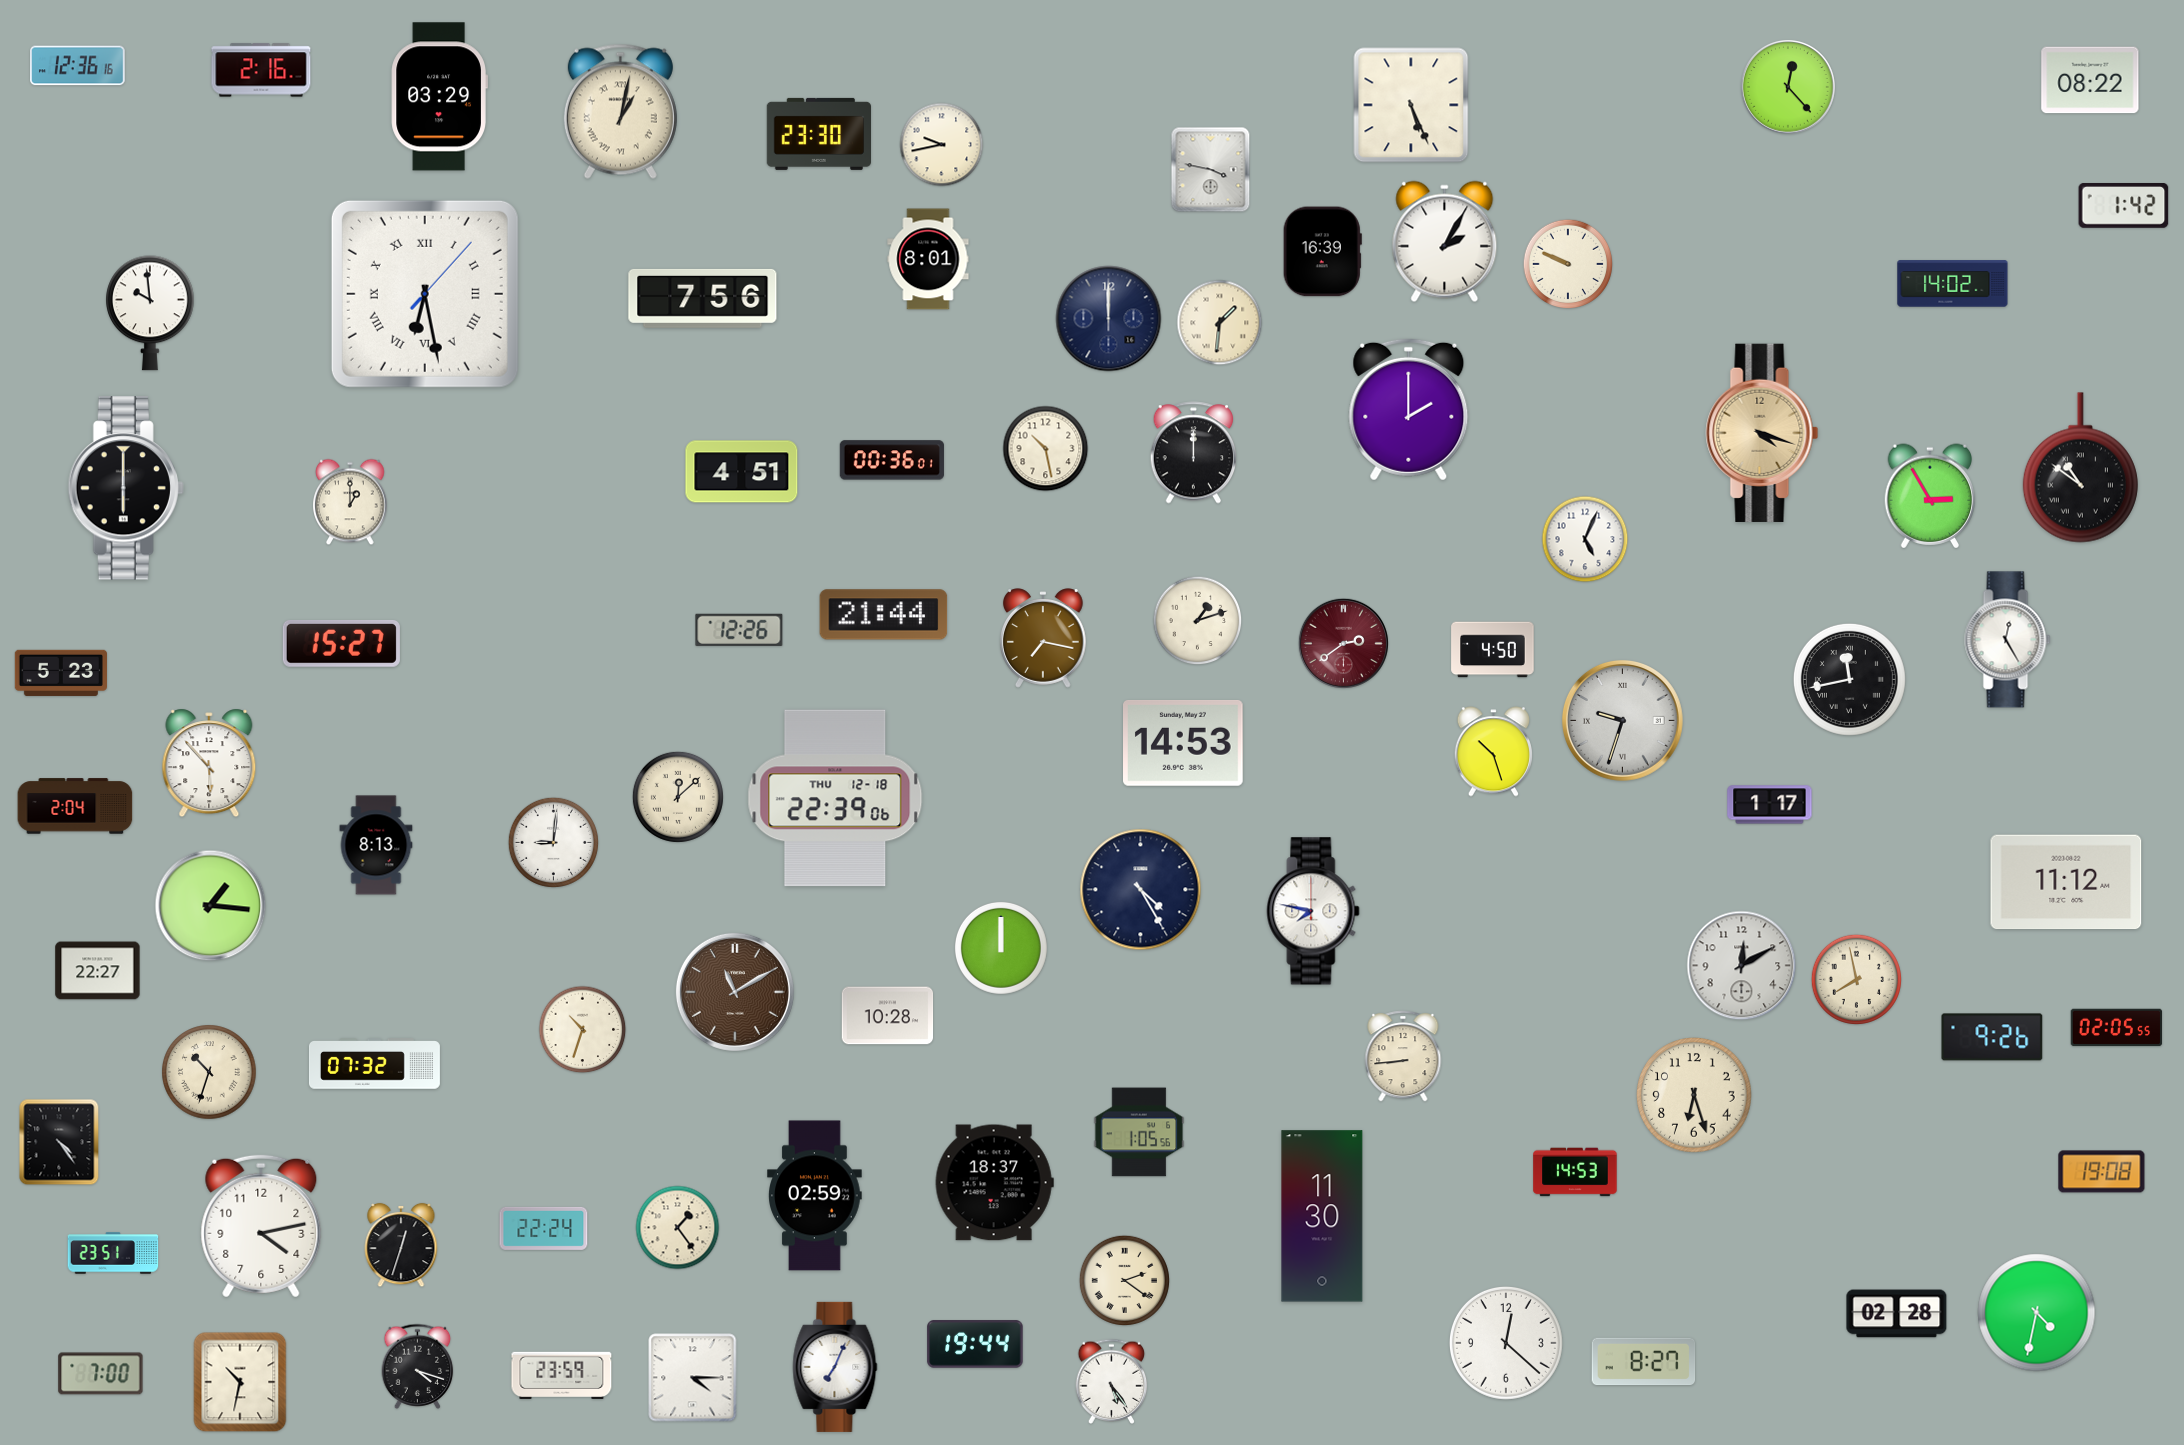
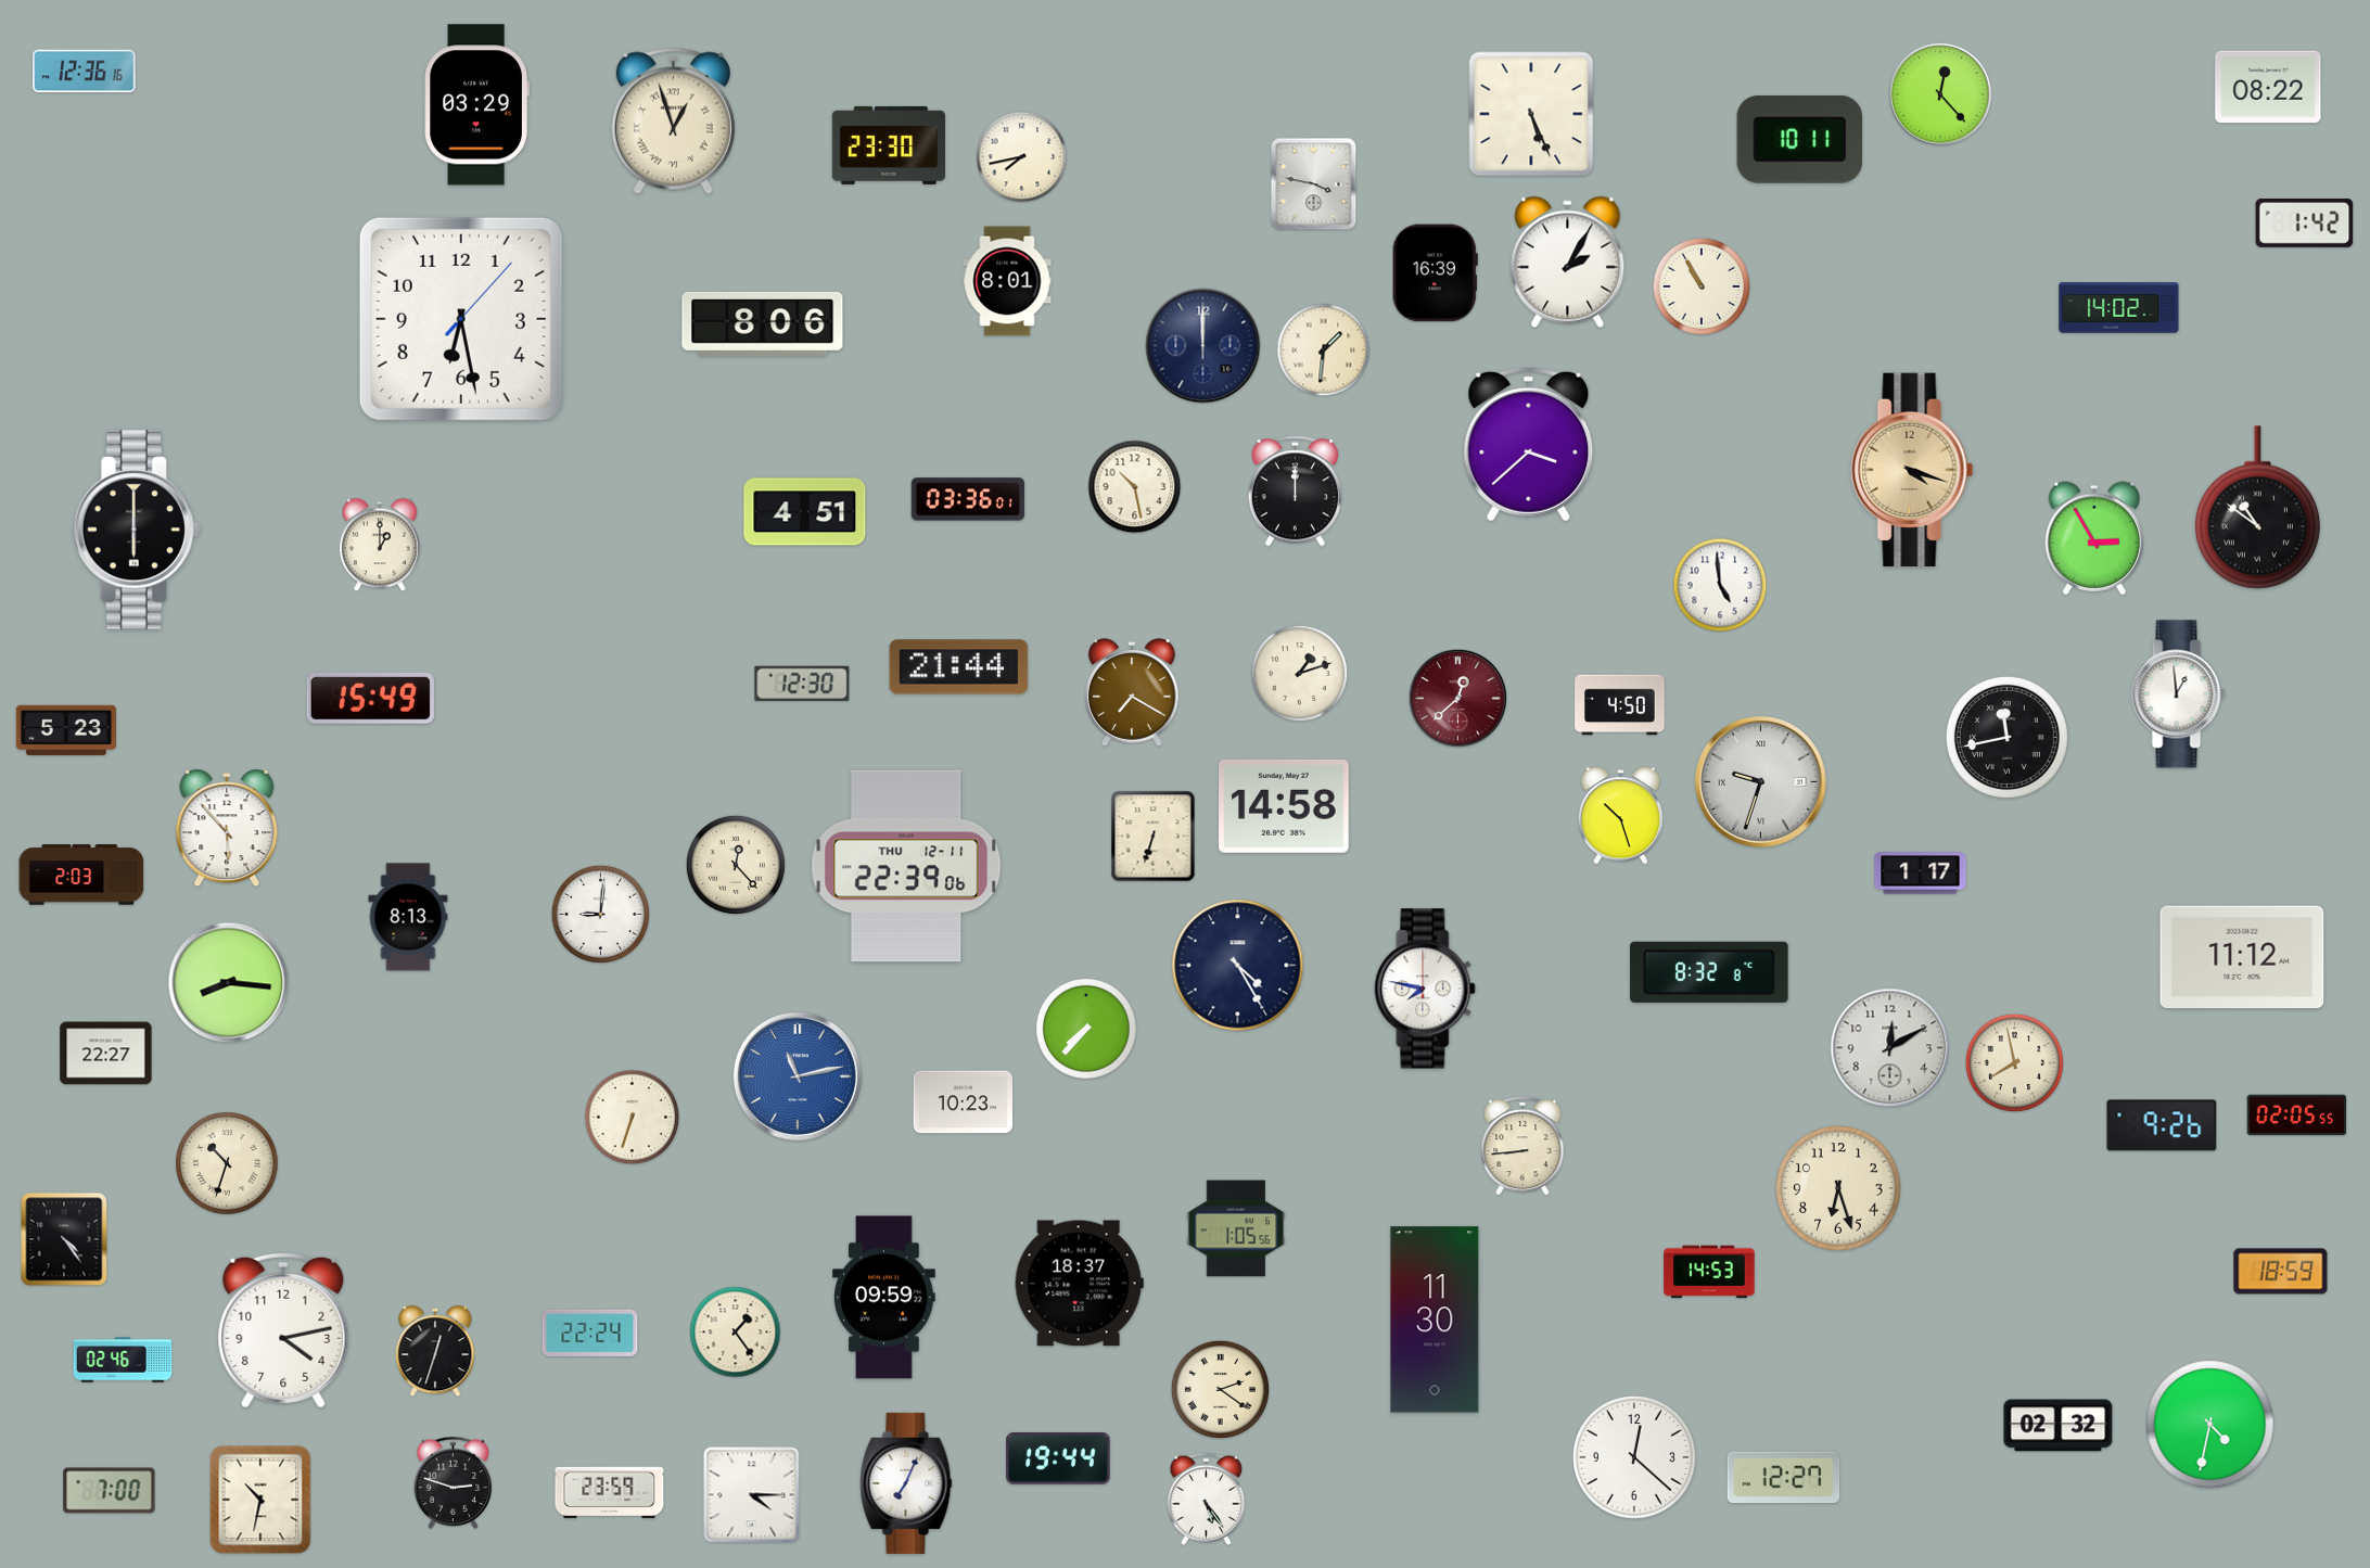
clock at (261, 70): 2:16 -> none
clock at (620, 111): 1:02 -> 12:57
clock at (1799, 139): none -> 10:11
clock at (942, 145): 9:43 -> 7:43
clock at (1568, 264): 9:49 -> 10:55
clock at (425, 294) numerals: Roman -> Arabic
clock at (703, 298): 7:56 -> 8:06
clock at (151, 313): 9:59 -> none
clock at (1409, 409): 2:00 -> 3:38
clock at (892, 460): 00:36 -> 03:36
clock at (1585, 539): 5:04 -> 4:59
clock at (739, 630): 12:26 -> 12:30
clock at (1043, 638): 7:17 -> 7:20
clock at (2008, 640): 12:25 -> 12:59
clock at (341, 643): 15:27 -> 15:49
clock at (1343, 643): 2:39 -> 12:38
clock at (1184, 743): 14:53 -> 14:58
clock at (1154, 837): none -> 6:33
clock at (678, 797): 12:08 -> 12:23
clock at (835, 798) date: THU 12-18 -> THU 12-11
clock at (75, 806): 2:04 -> 2:03
clock at (1709, 972): none -> 8:32
clock at (211, 906): 1:16 -> 8:16
clock at (1001, 948): 12:00 -> 7:37
clock at (735, 992): 11:10 -> 11:13
clock at (735, 992) dial: brown -> blue
clock at (888, 1016): 10:28 -> 10:23
clock at (583, 1030): 10:33 -> 6:33
clock at (374, 1064): 07:32 -> none
clock at (2102, 1172): 19:08 -> 18:59
clock at (815, 1196): 02:59 -> 09:59
clock at (113, 1253): 23:51 -> 02:46
clock at (1897, 1314): 02:28 -> 02:32
clock at (1644, 1362): 8:27 -> 12:27
clock at (418, 1366): 4:18 -> 2:48
